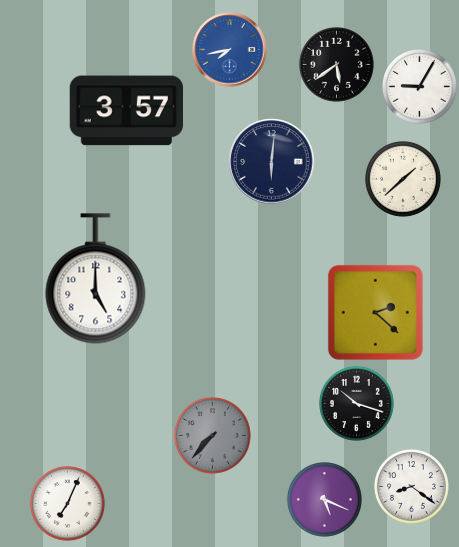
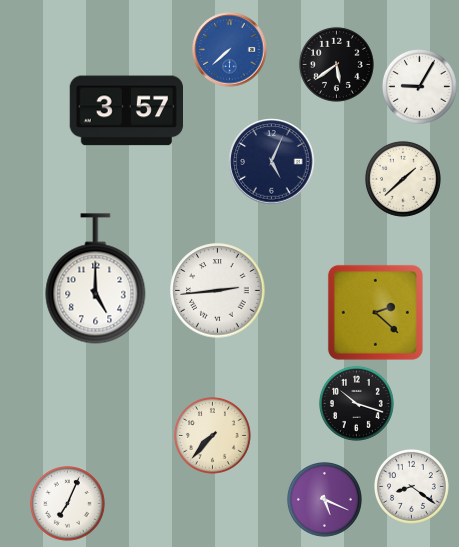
clock at (230, 50): 7:43 -> 7:38
clock at (272, 162): 6:01 -> 5:04
clock at (218, 291): none -> 2:44
clock at (213, 436) dial: grey -> cream
